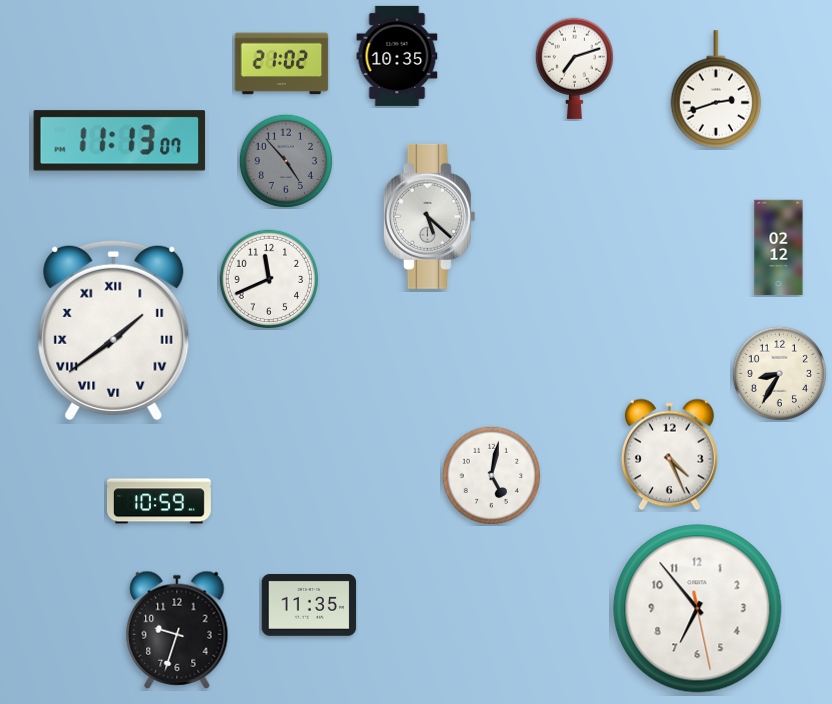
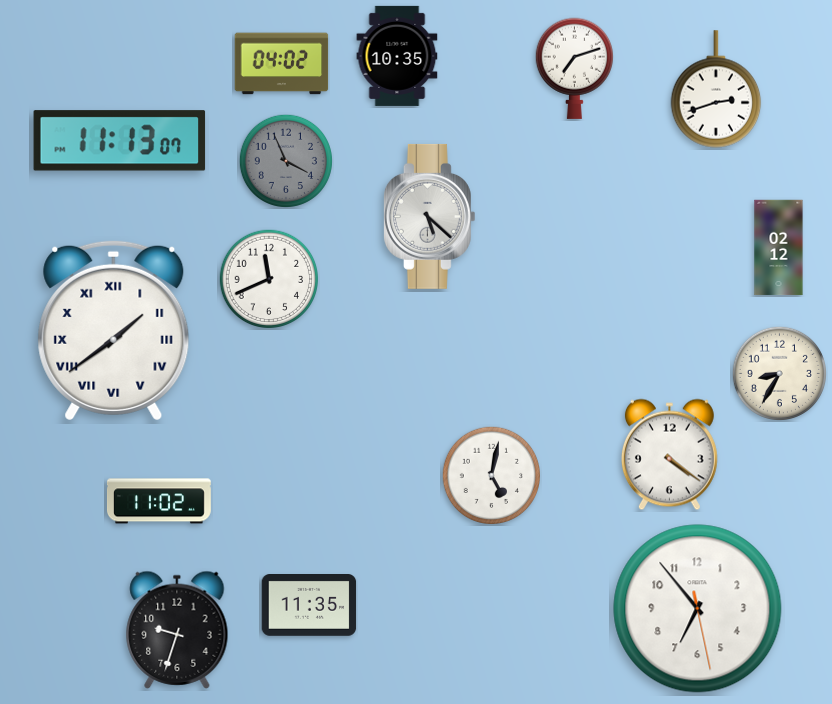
clock at (282, 64): 21:02 -> 04:02
clock at (285, 160): 4:53 -> 3:56
clock at (669, 455): 4:26 -> 4:21
clock at (160, 501): 10:59 -> 11:02
